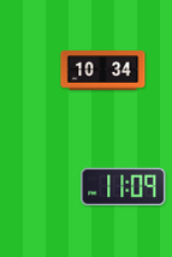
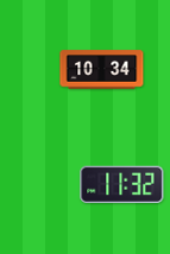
clock at (124, 186): 11:09 -> 11:32
